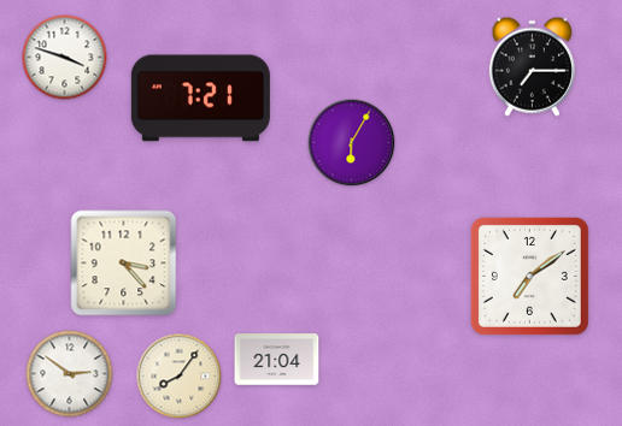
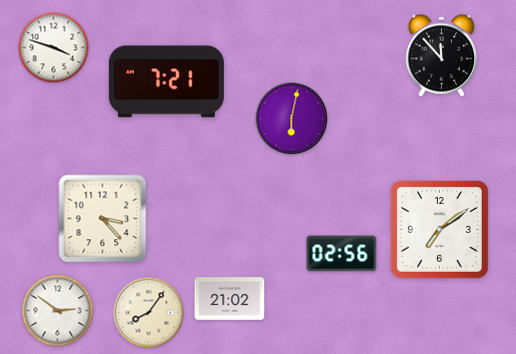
clock at (532, 66): 7:15 -> 11:53
clock at (352, 143): 6:05 -> 6:02
clock at (342, 254): none -> 02:56
clock at (277, 360): 21:04 -> 21:02
